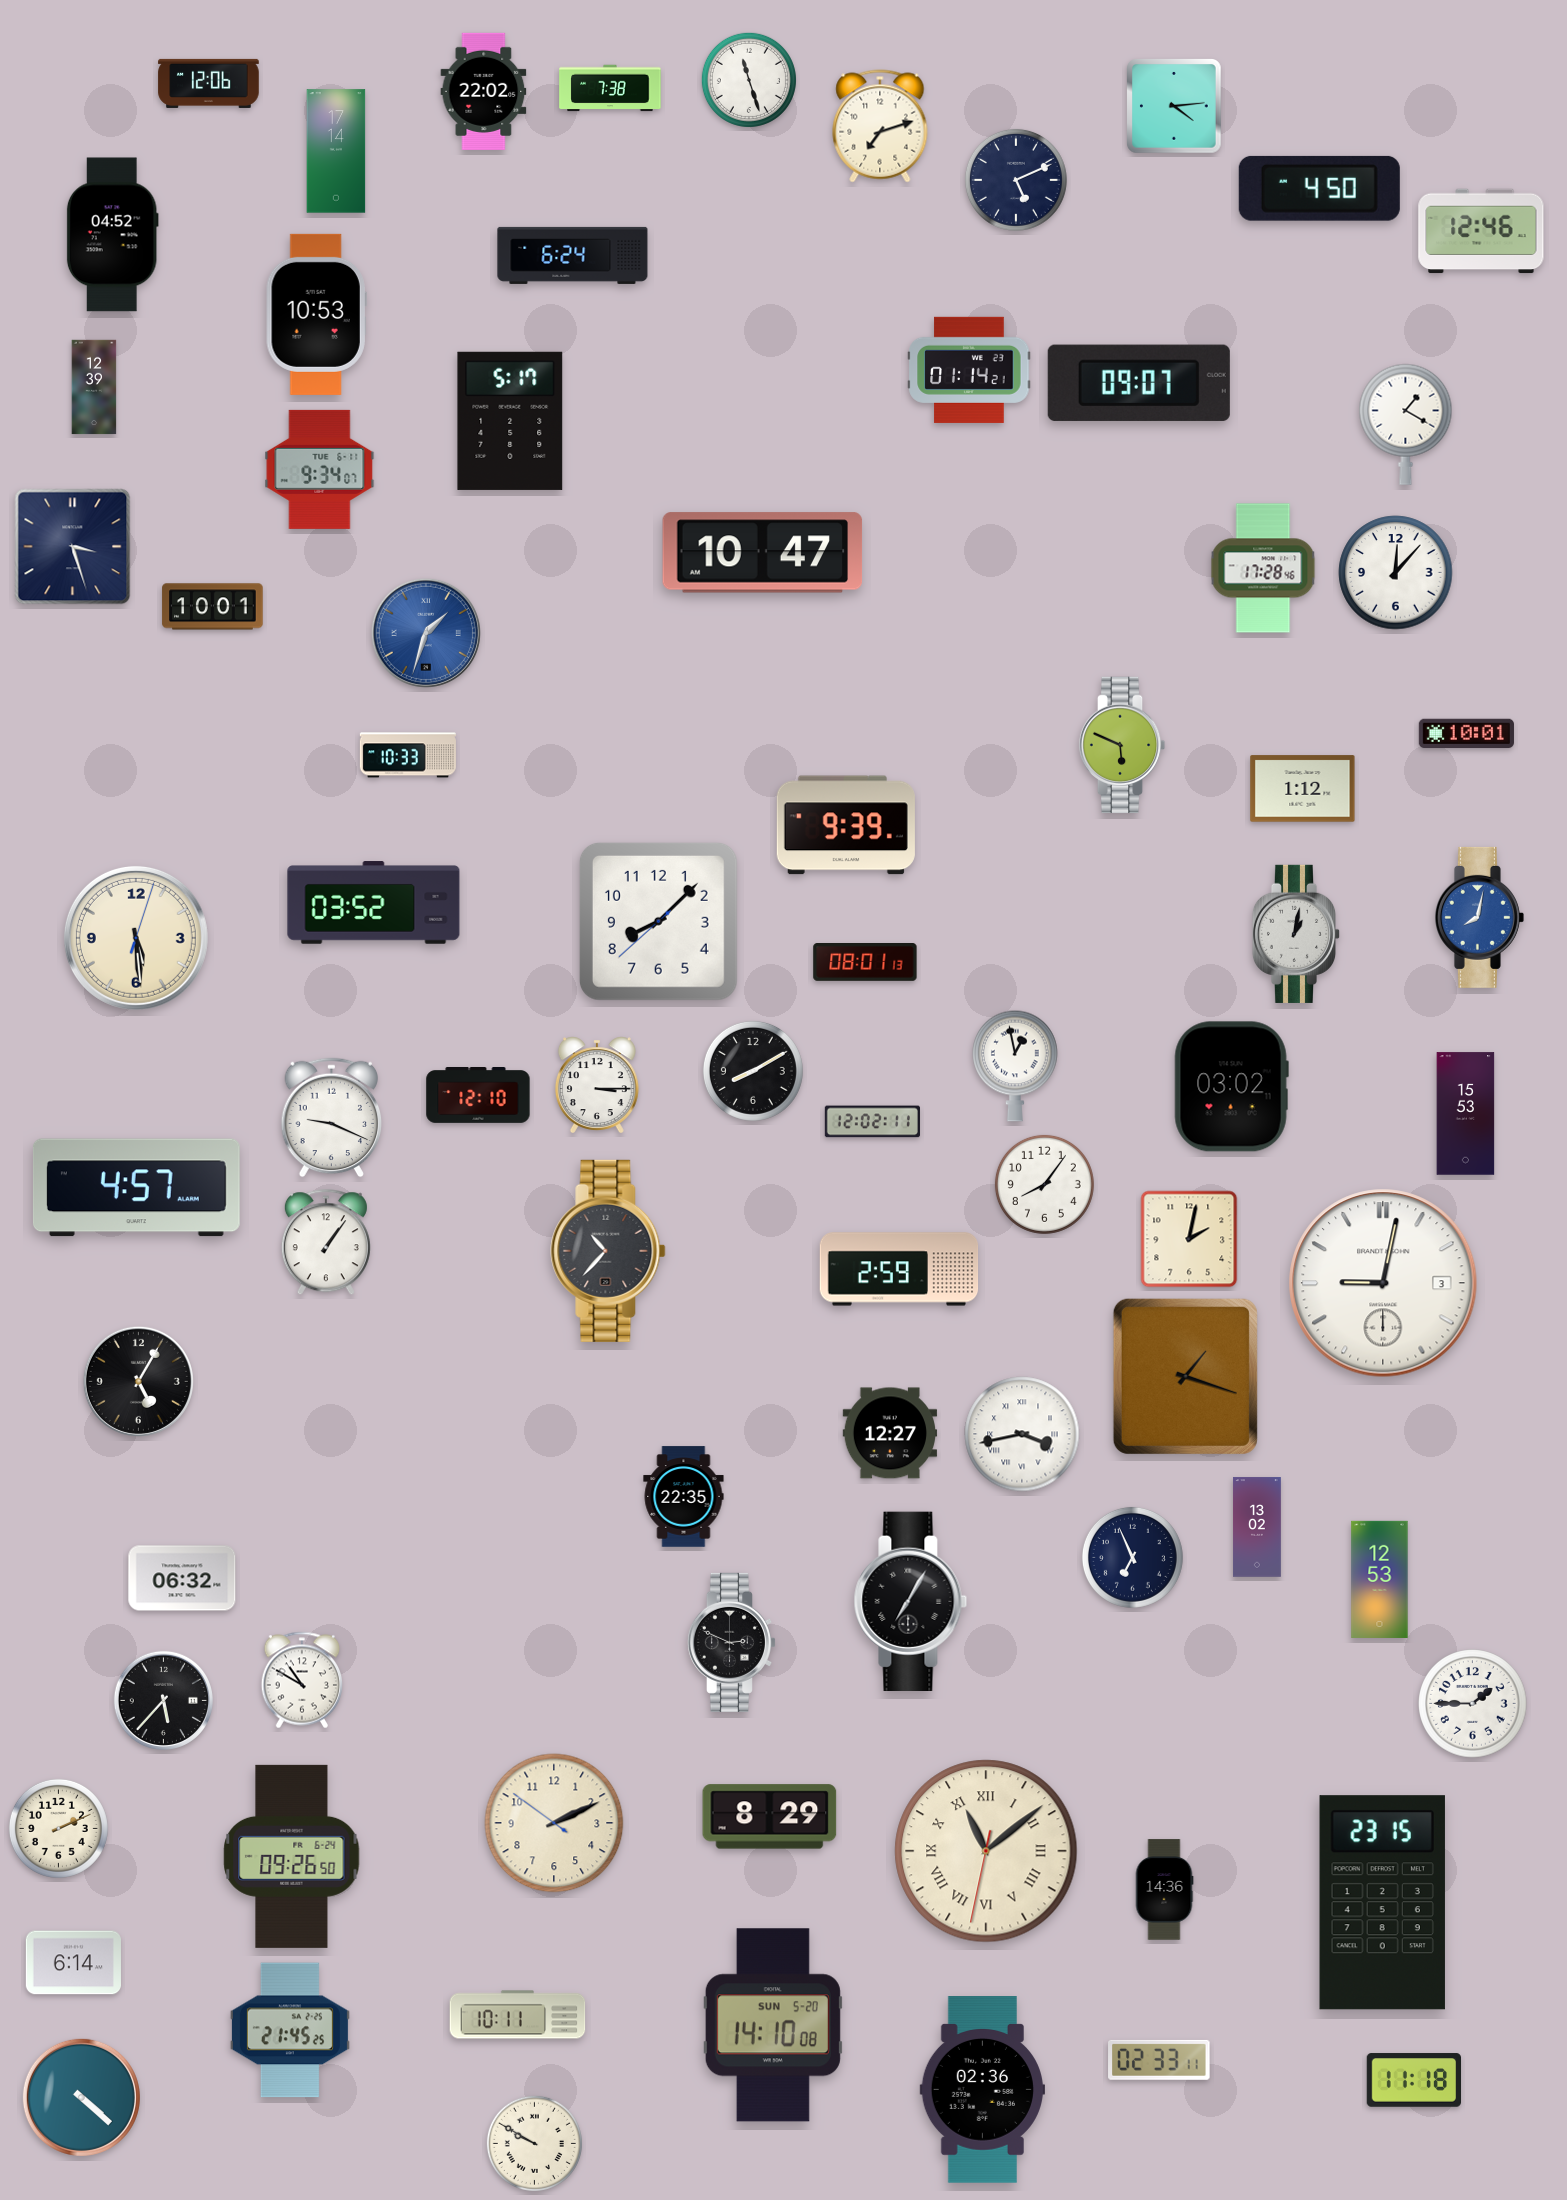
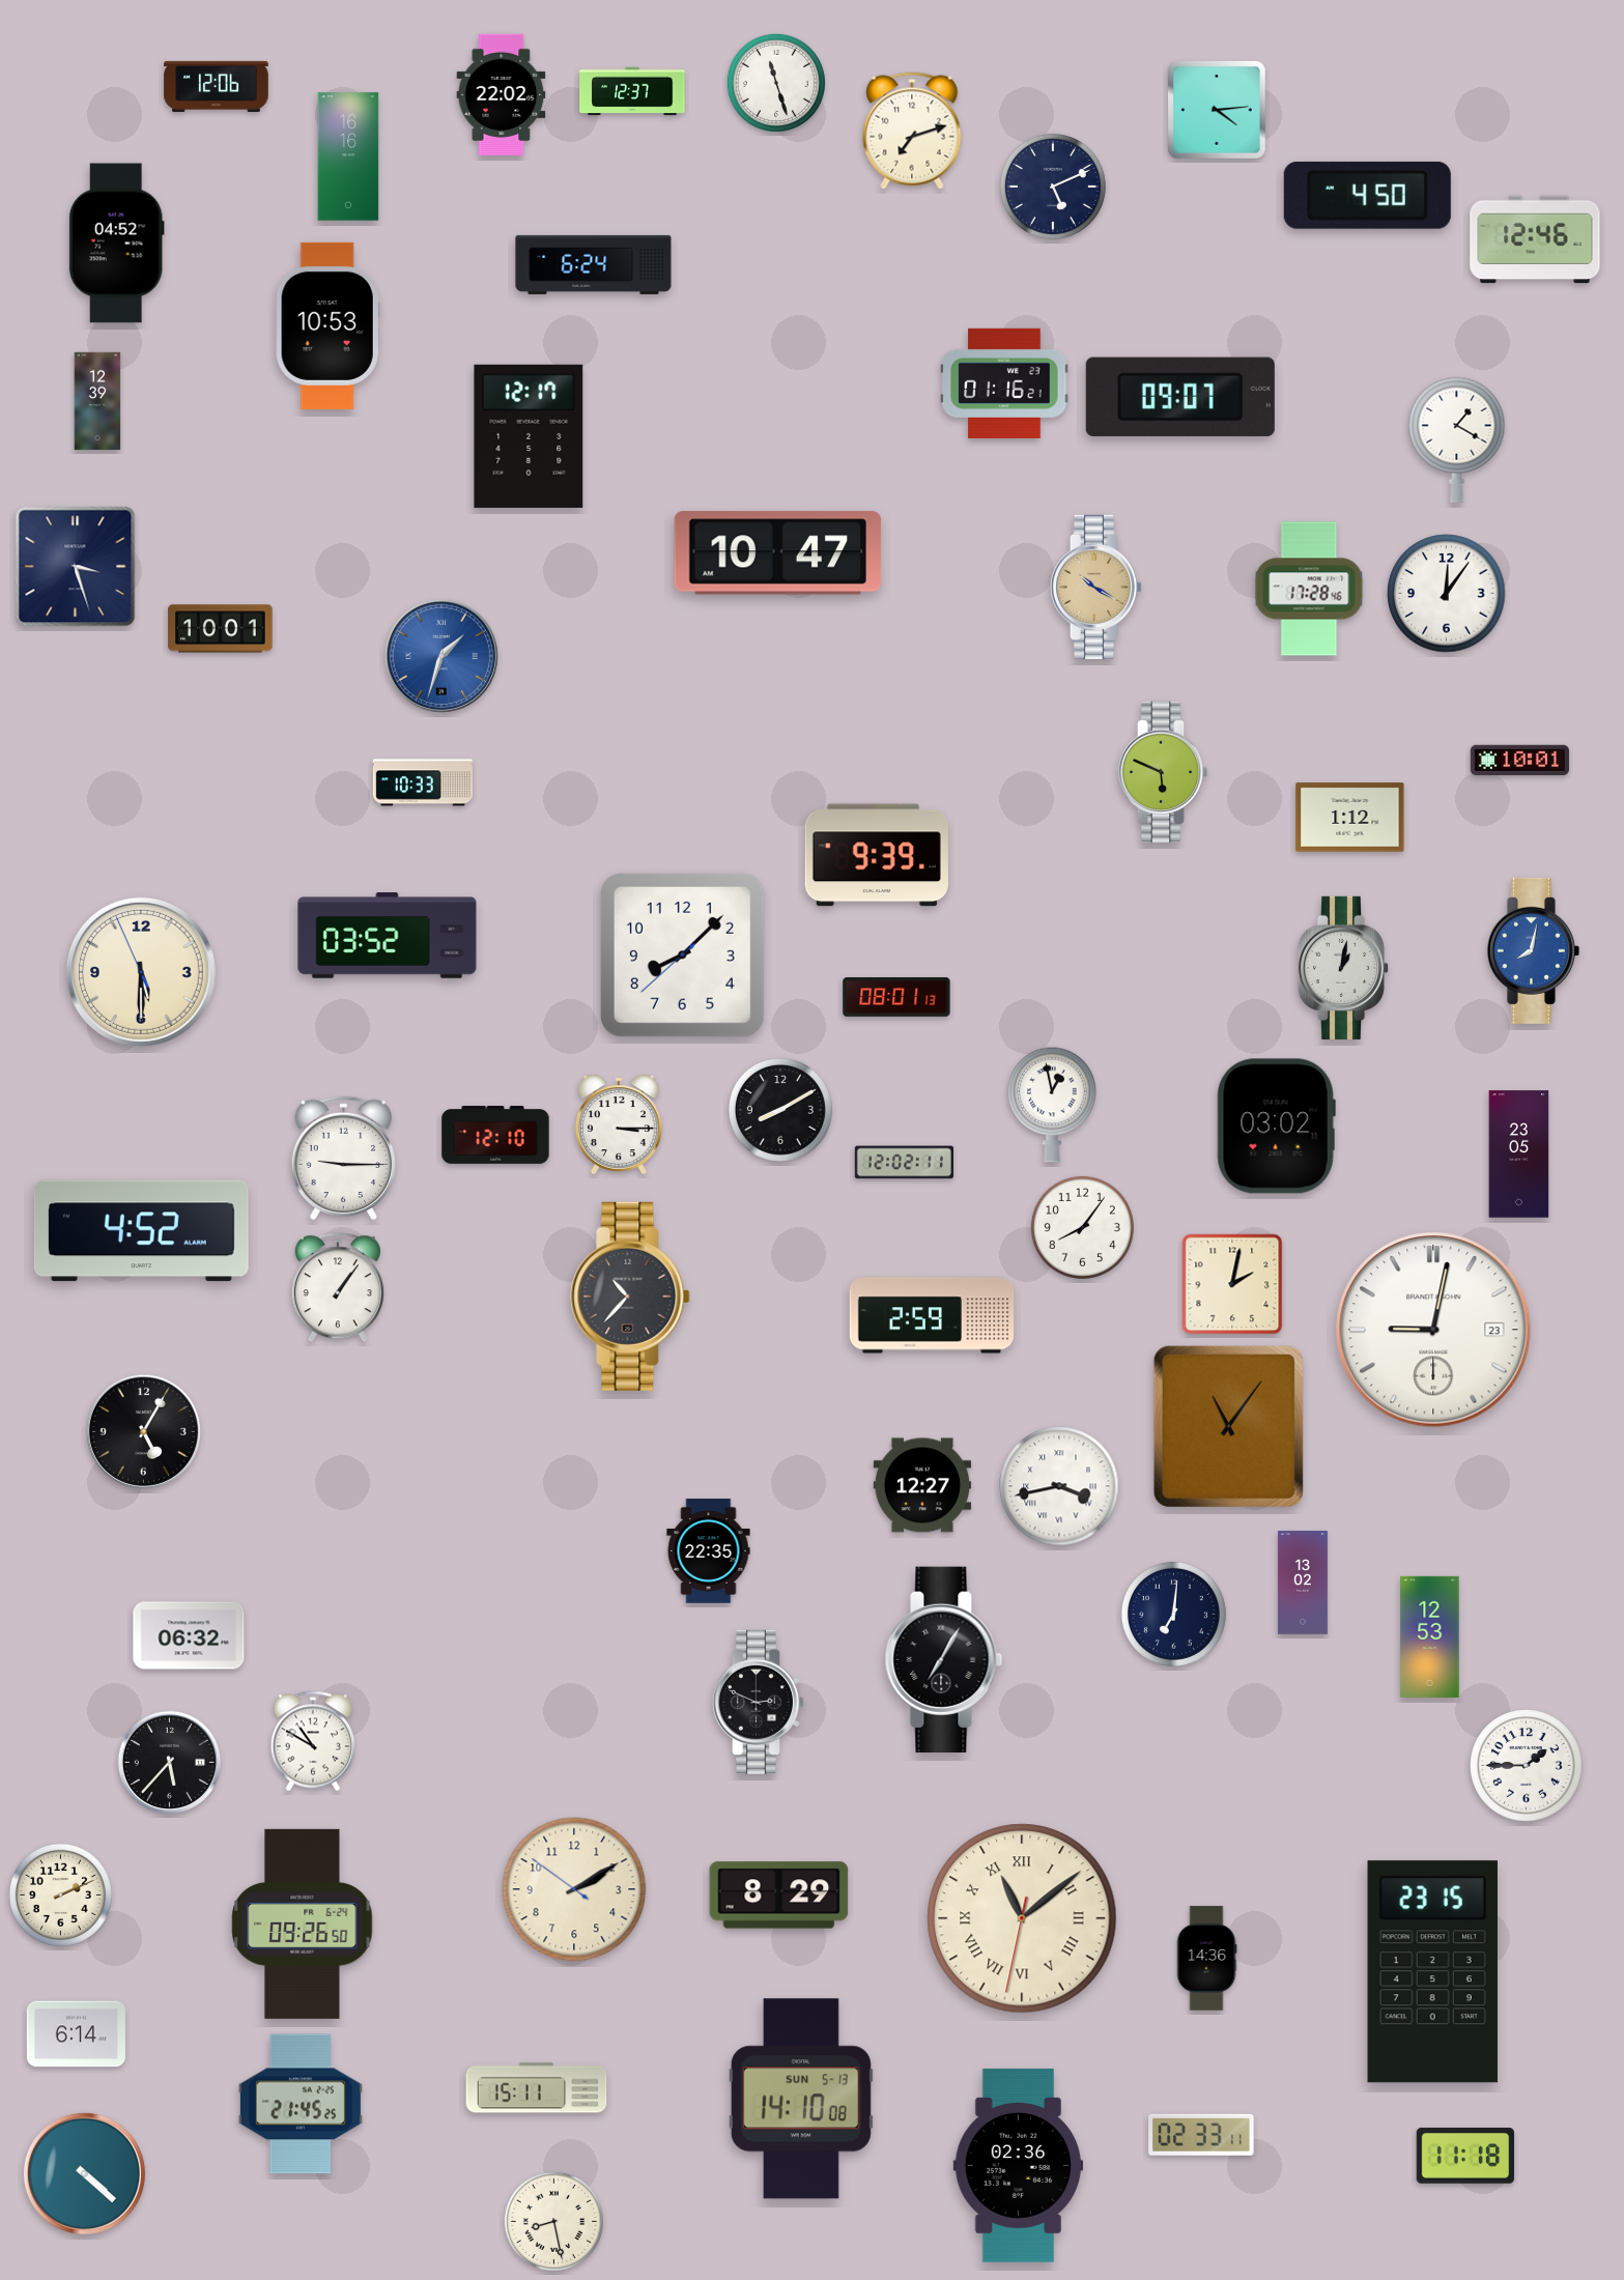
clock at (610, 88): 7:38 -> 12:37
clock at (336, 151): 17:14 -> 16:16
clock at (969, 370): 01:14 -> 01:16
clock at (510, 421): 5:17 -> 12:17
clock at (320, 469): 9:34 -> none
clock at (763, 553) position: (763, 553) -> (778, 553)
clock at (1095, 587): none -> 10:20
clock at (1396, 573): 12:07 -> 12:06
clock at (136, 938): 5:29:03 -> 5:29:56
clock at (1466, 1114): 15:53 -> 23:05
clock at (332, 1118): 9:19 -> 9:15
clock at (136, 1188): 4:57 -> 4:52
clock at (1383, 1283) date: 3 -> 23
clock at (1185, 1376): 1:18 -> 11:06
clock at (1132, 1557): 6:56 -> 7:01
clock at (770, 1817) position: (770, 1817) -> (779, 1896)
clock at (554, 1823): 2:10 -> 2:09
clock at (518, 2015): 10:11 -> 15:11
clock at (773, 2025) date: SUN 5-20 -> SUN 5-13
clock at (534, 2143): 9:50 -> 8:28
